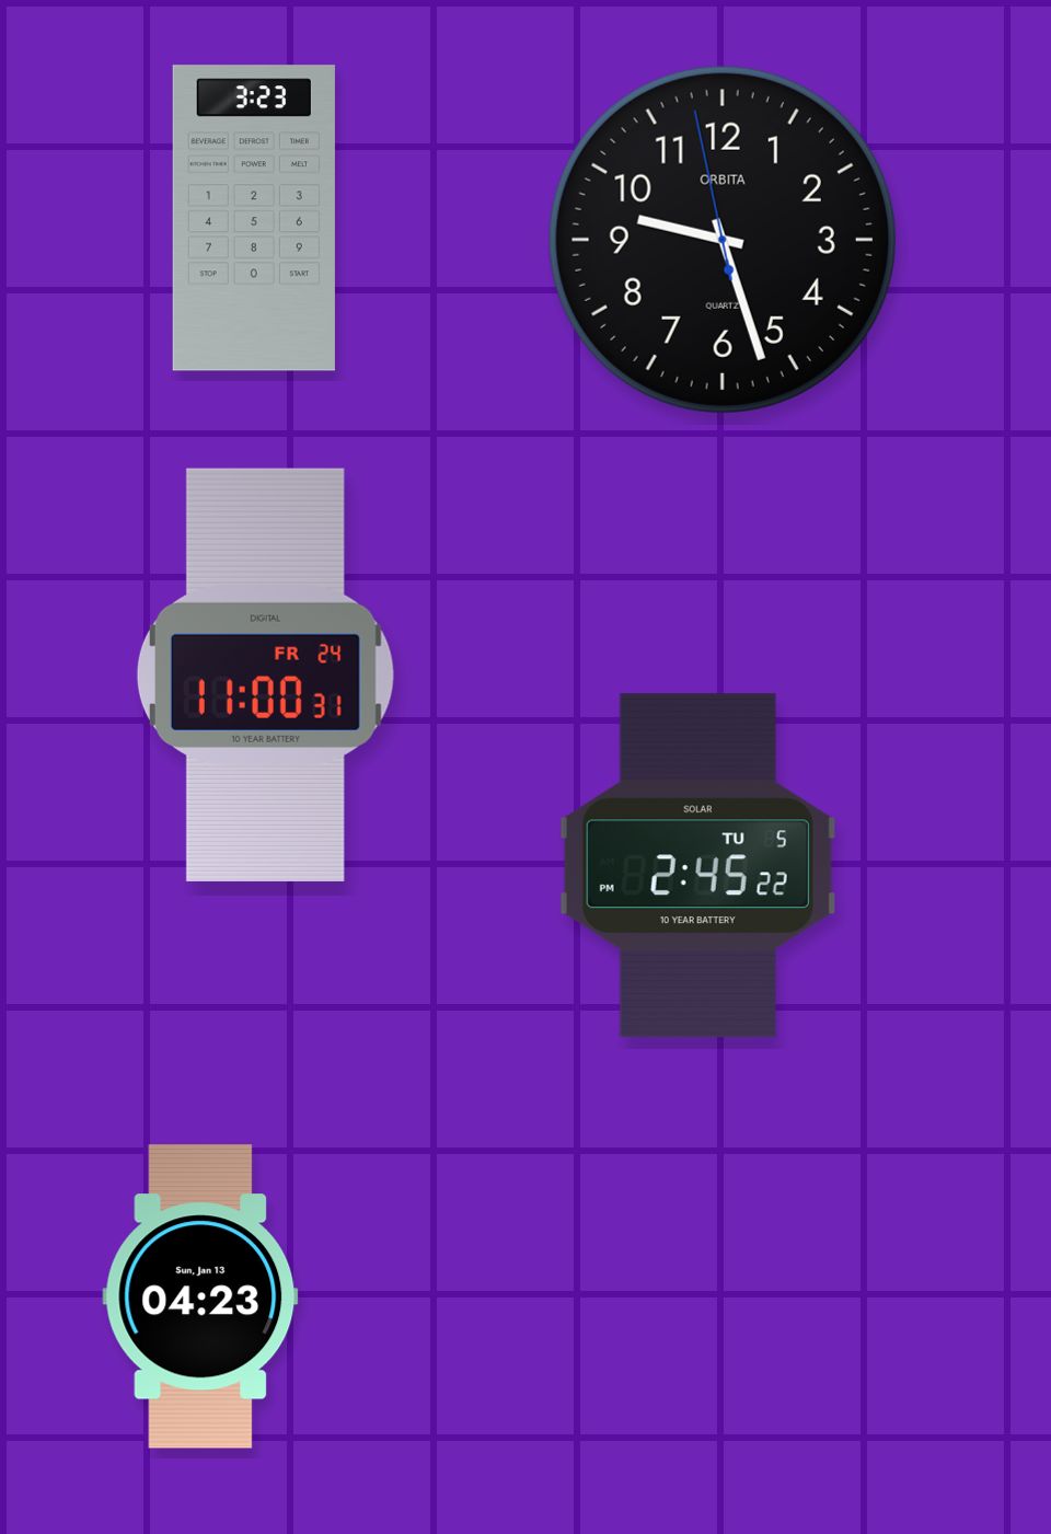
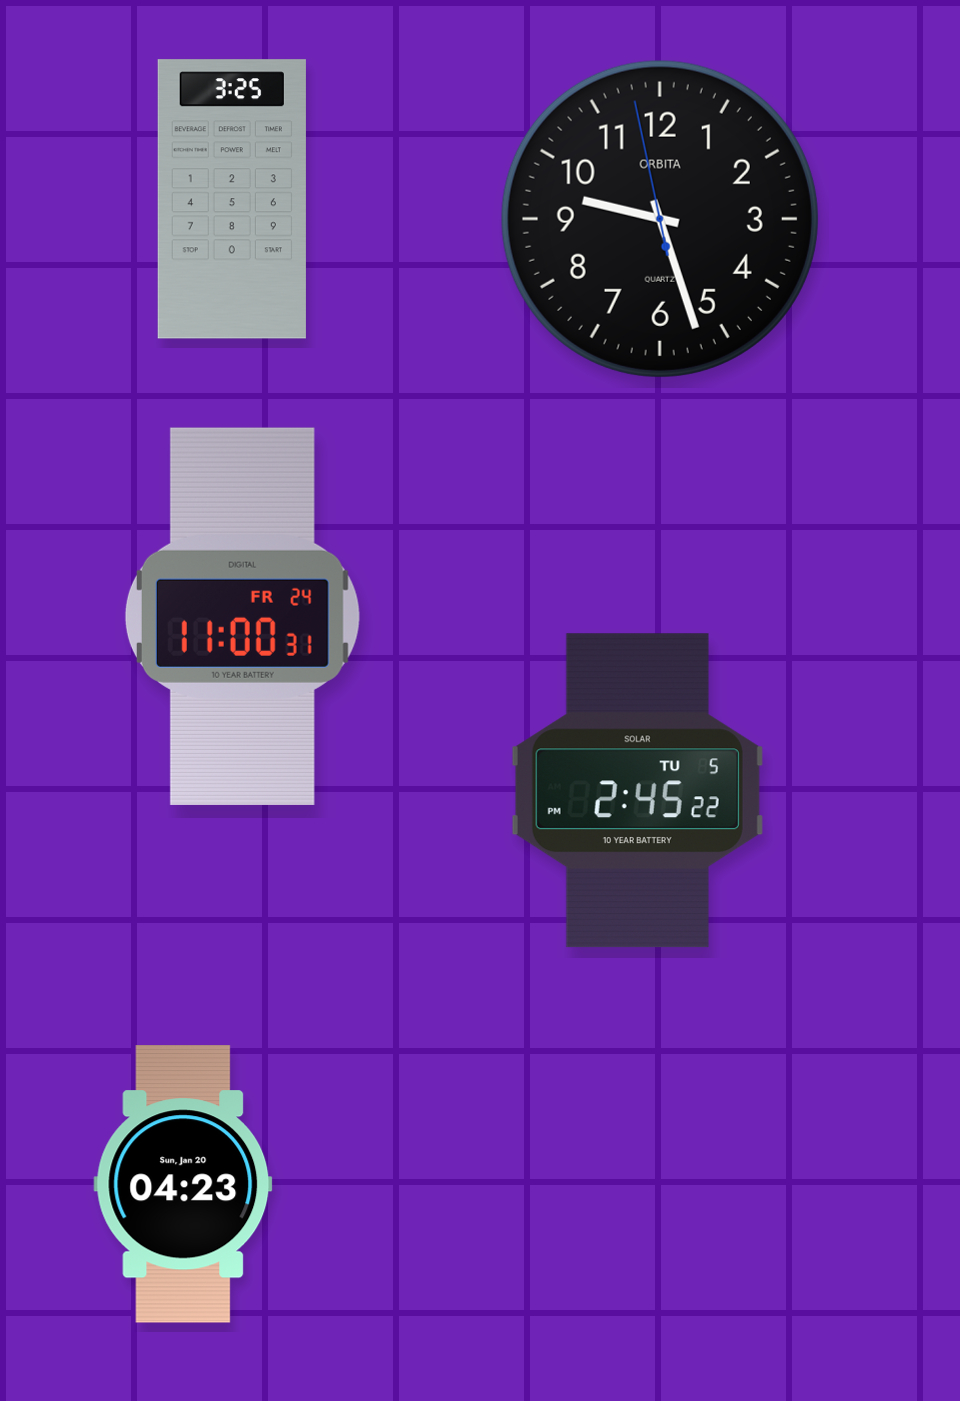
clock at (254, 218): 3:23 -> 3:25
clock at (200, 1296) date: Sun, Jan 13 -> Sun, Jan 20
